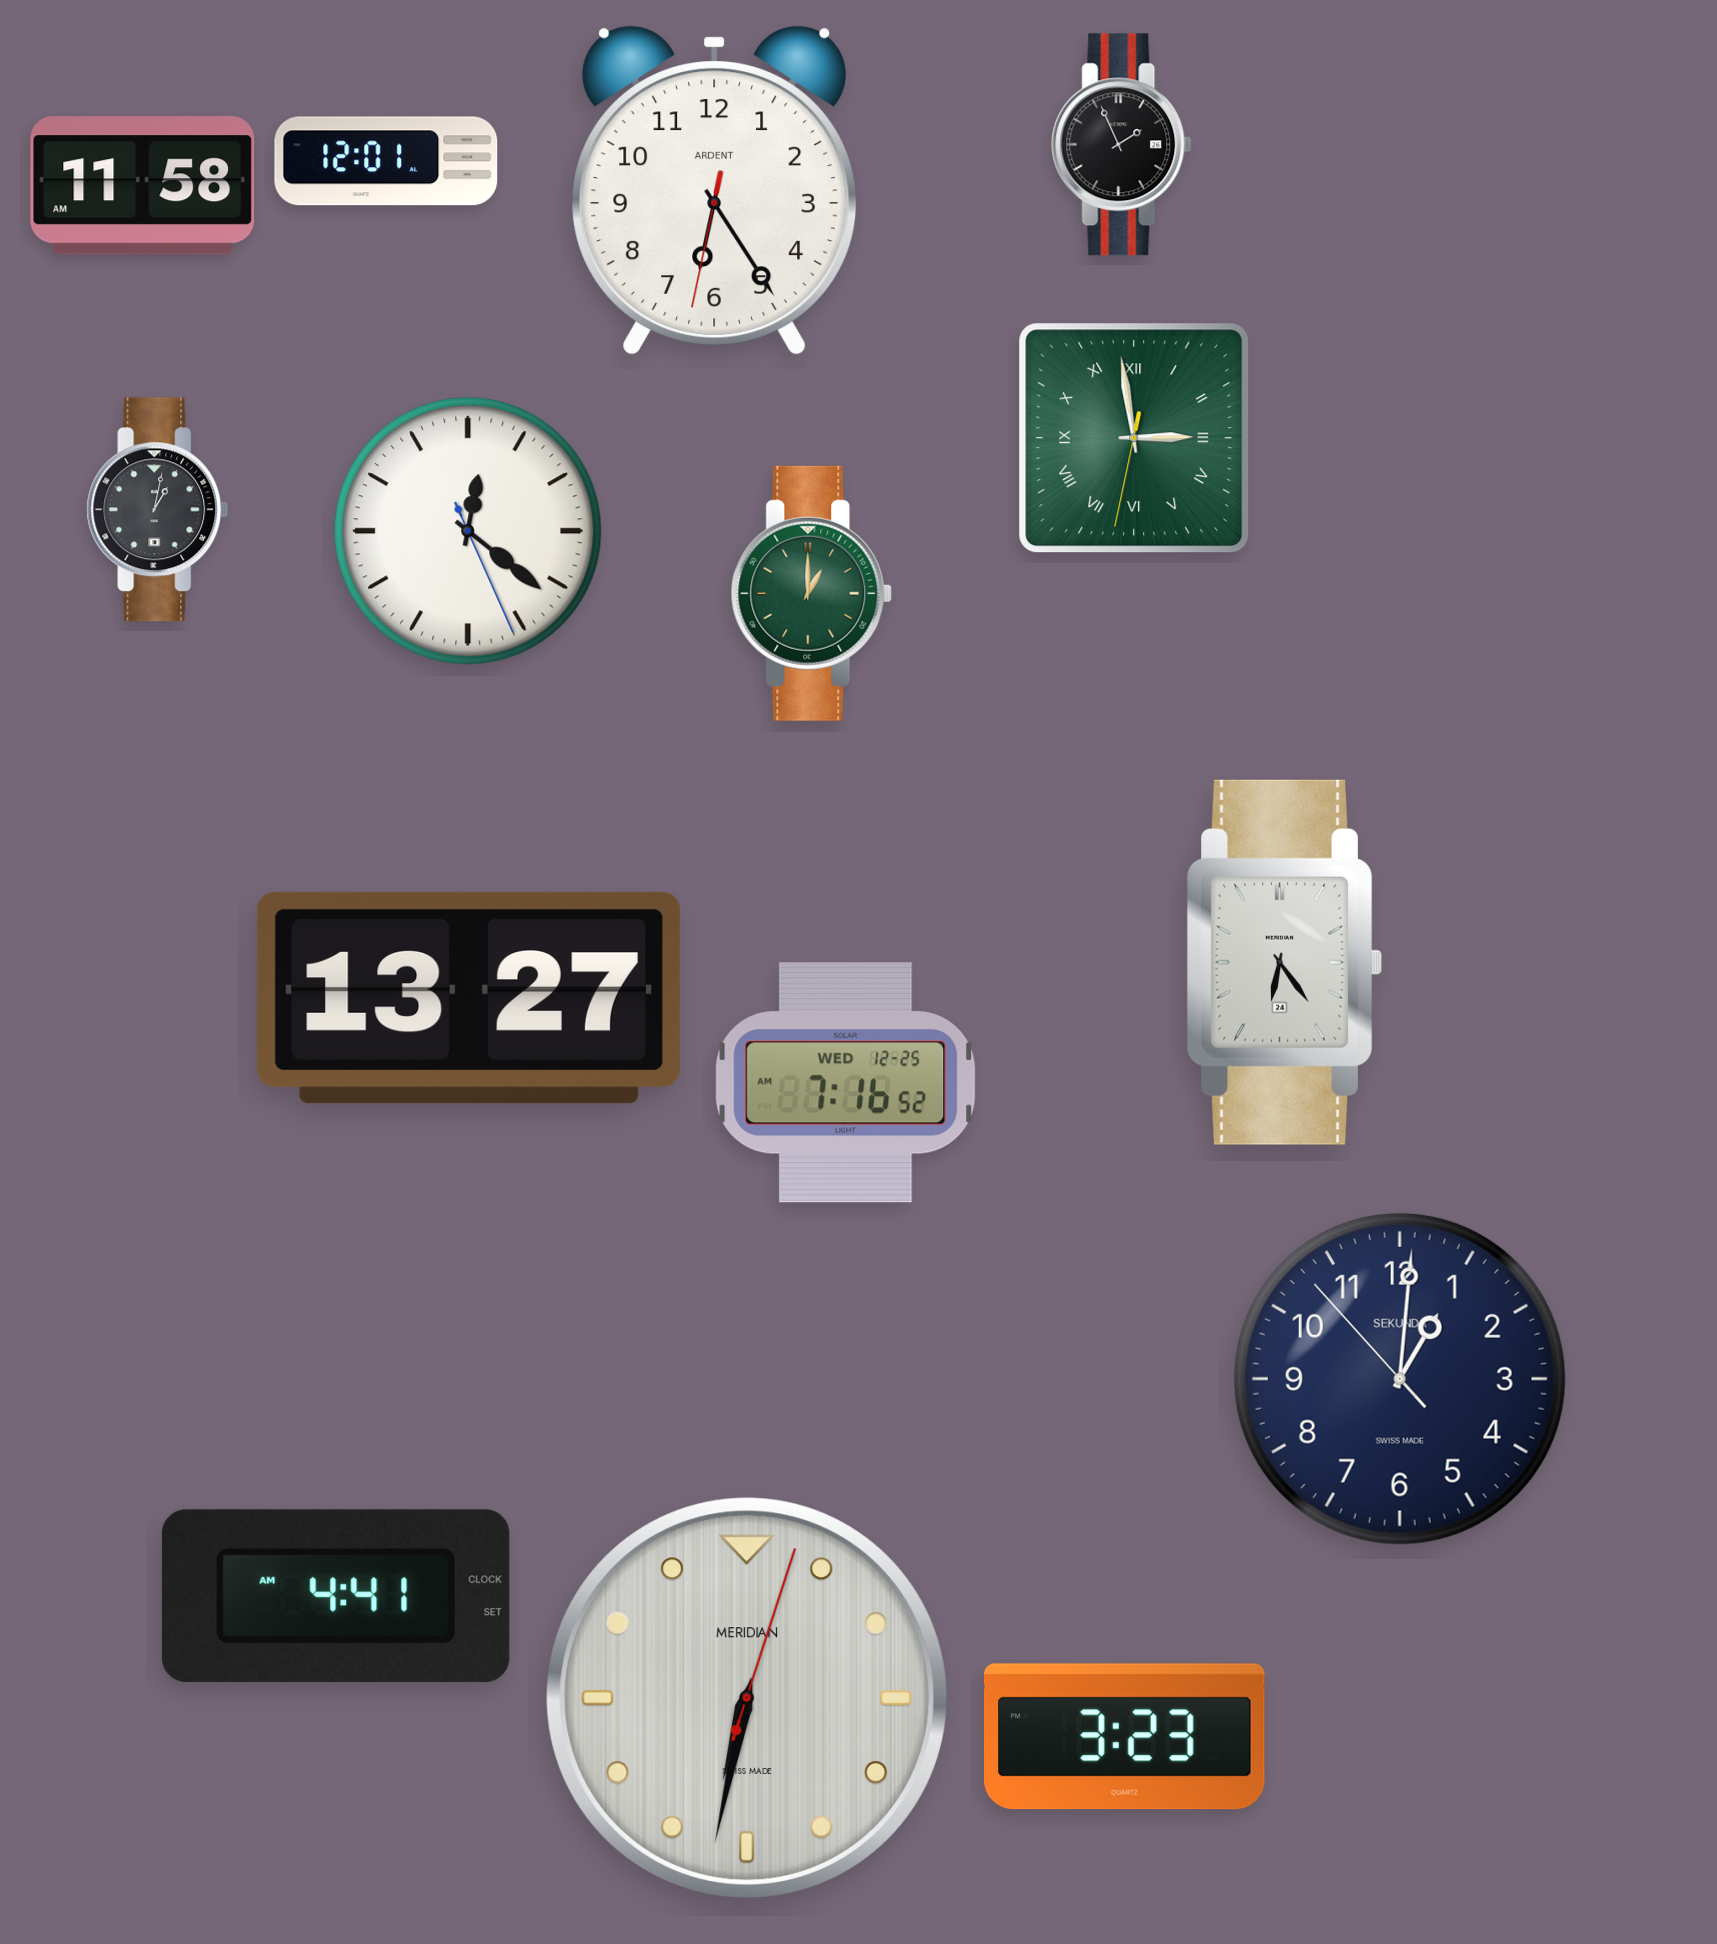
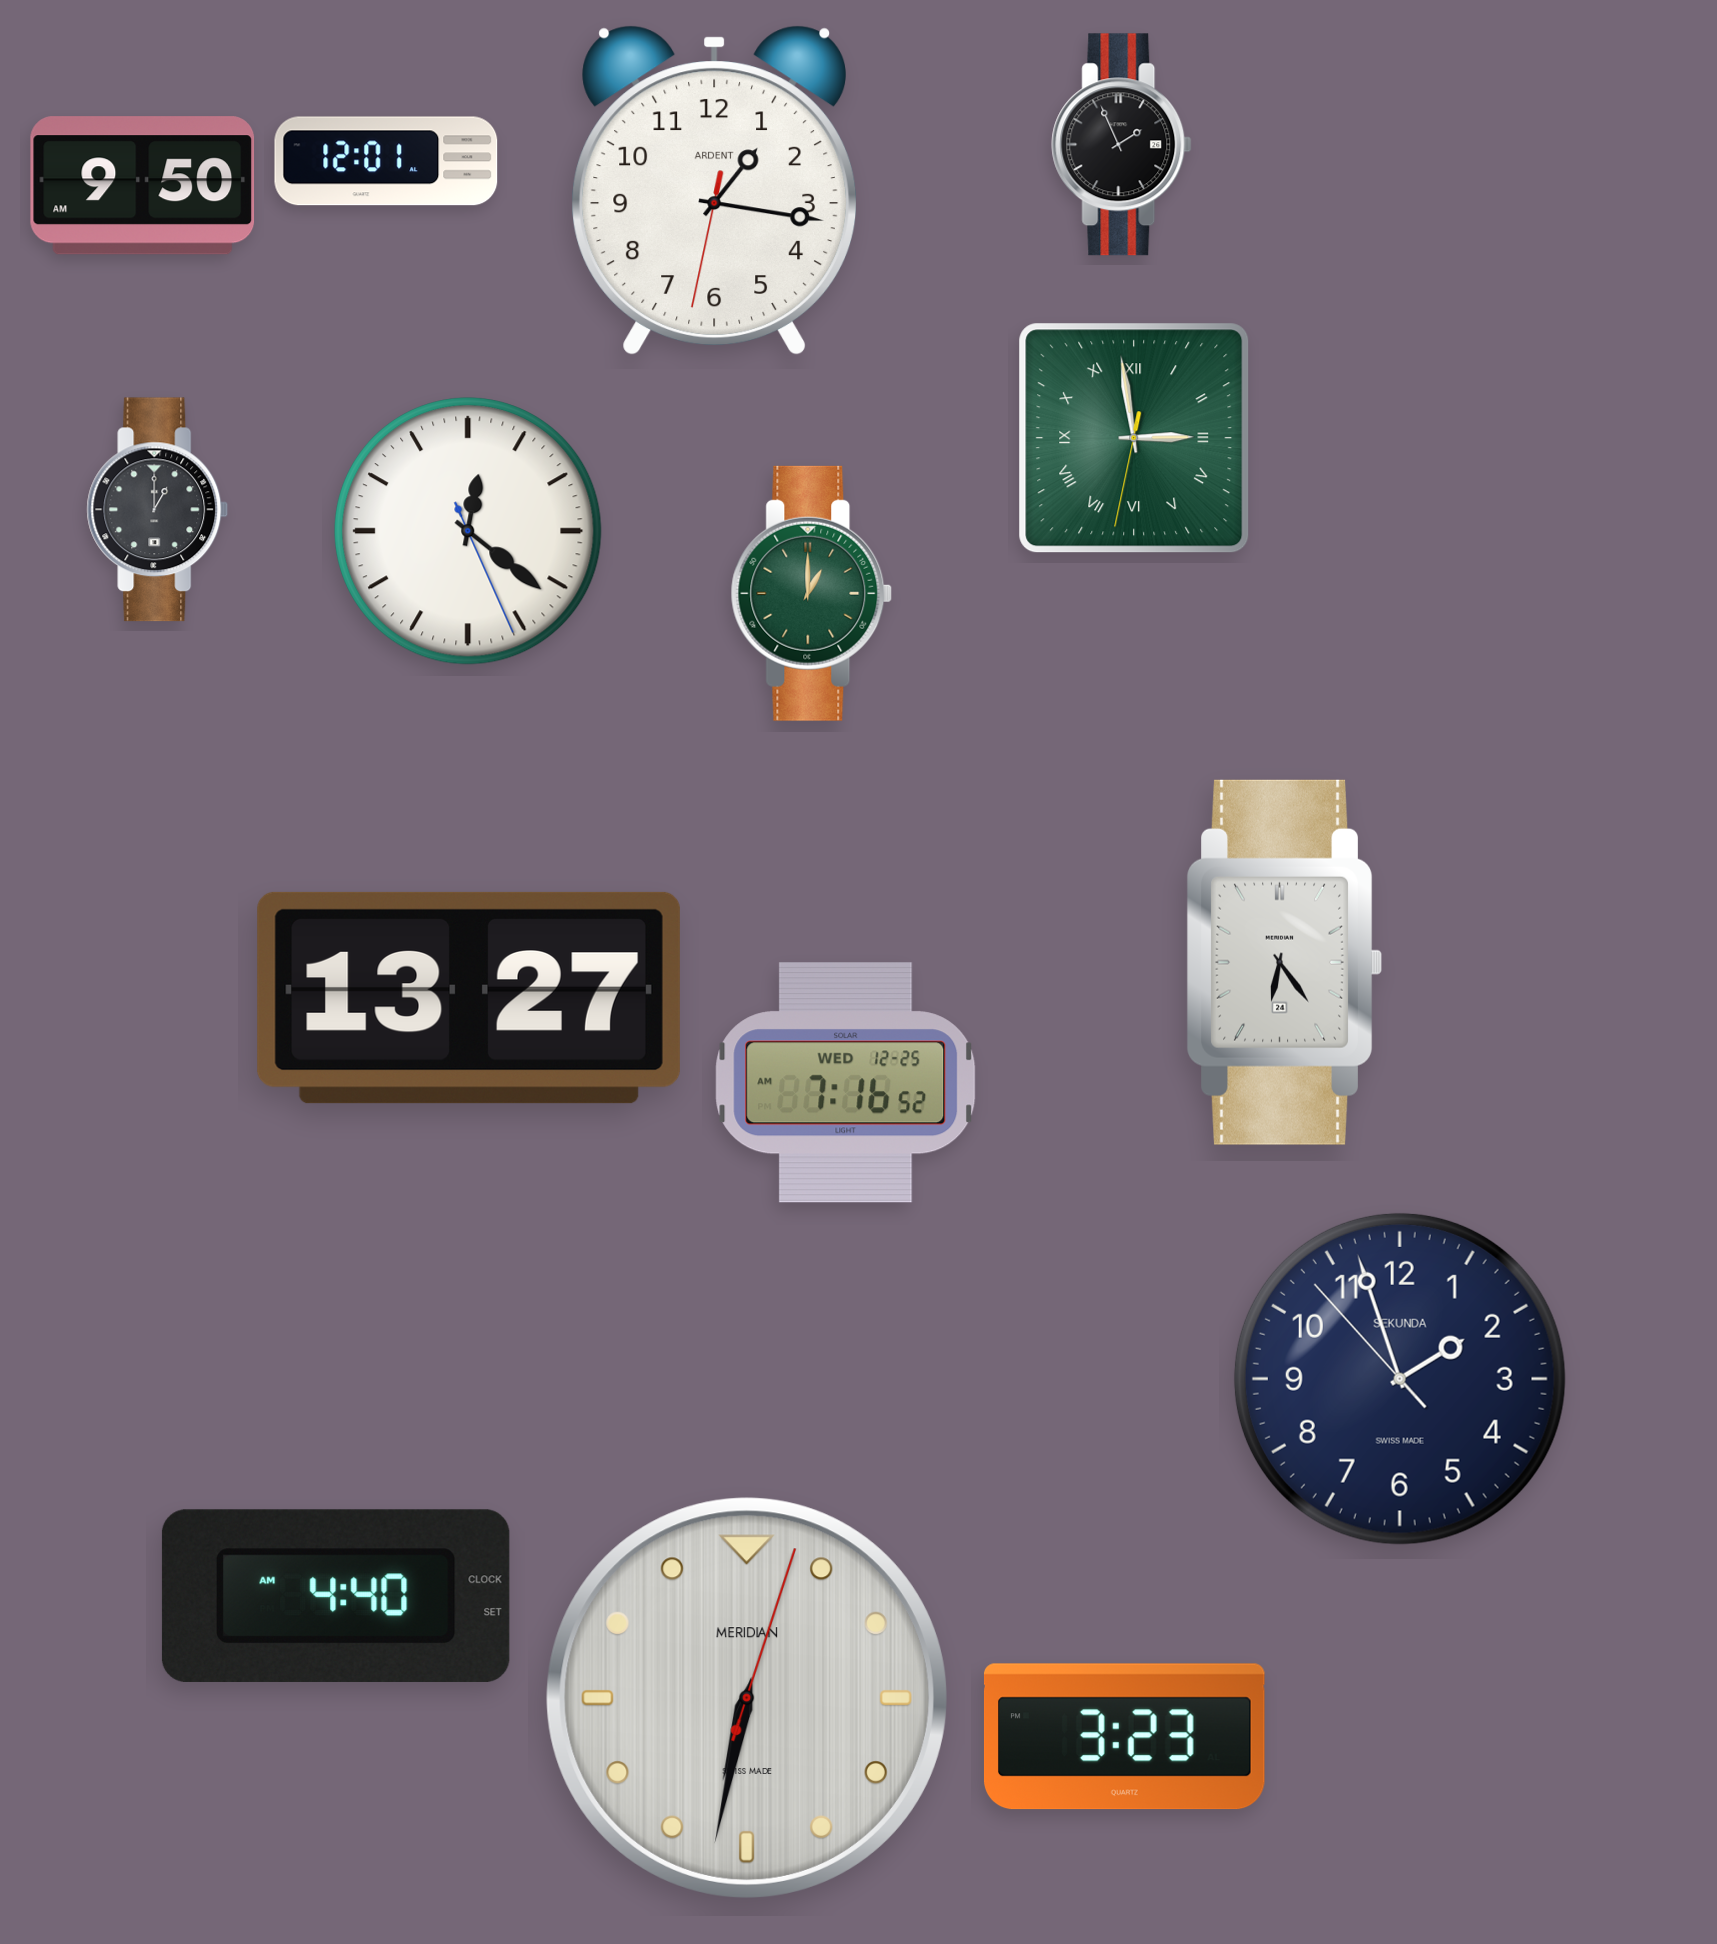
clock at (143, 186): 11:58 -> 9:50
clock at (714, 190): 6:24 -> 1:16
clock at (158, 510): 1:02 -> 1:00
clock at (1400, 1379): 1:00 -> 1:56
clock at (336, 1596): 4:41 -> 4:40
